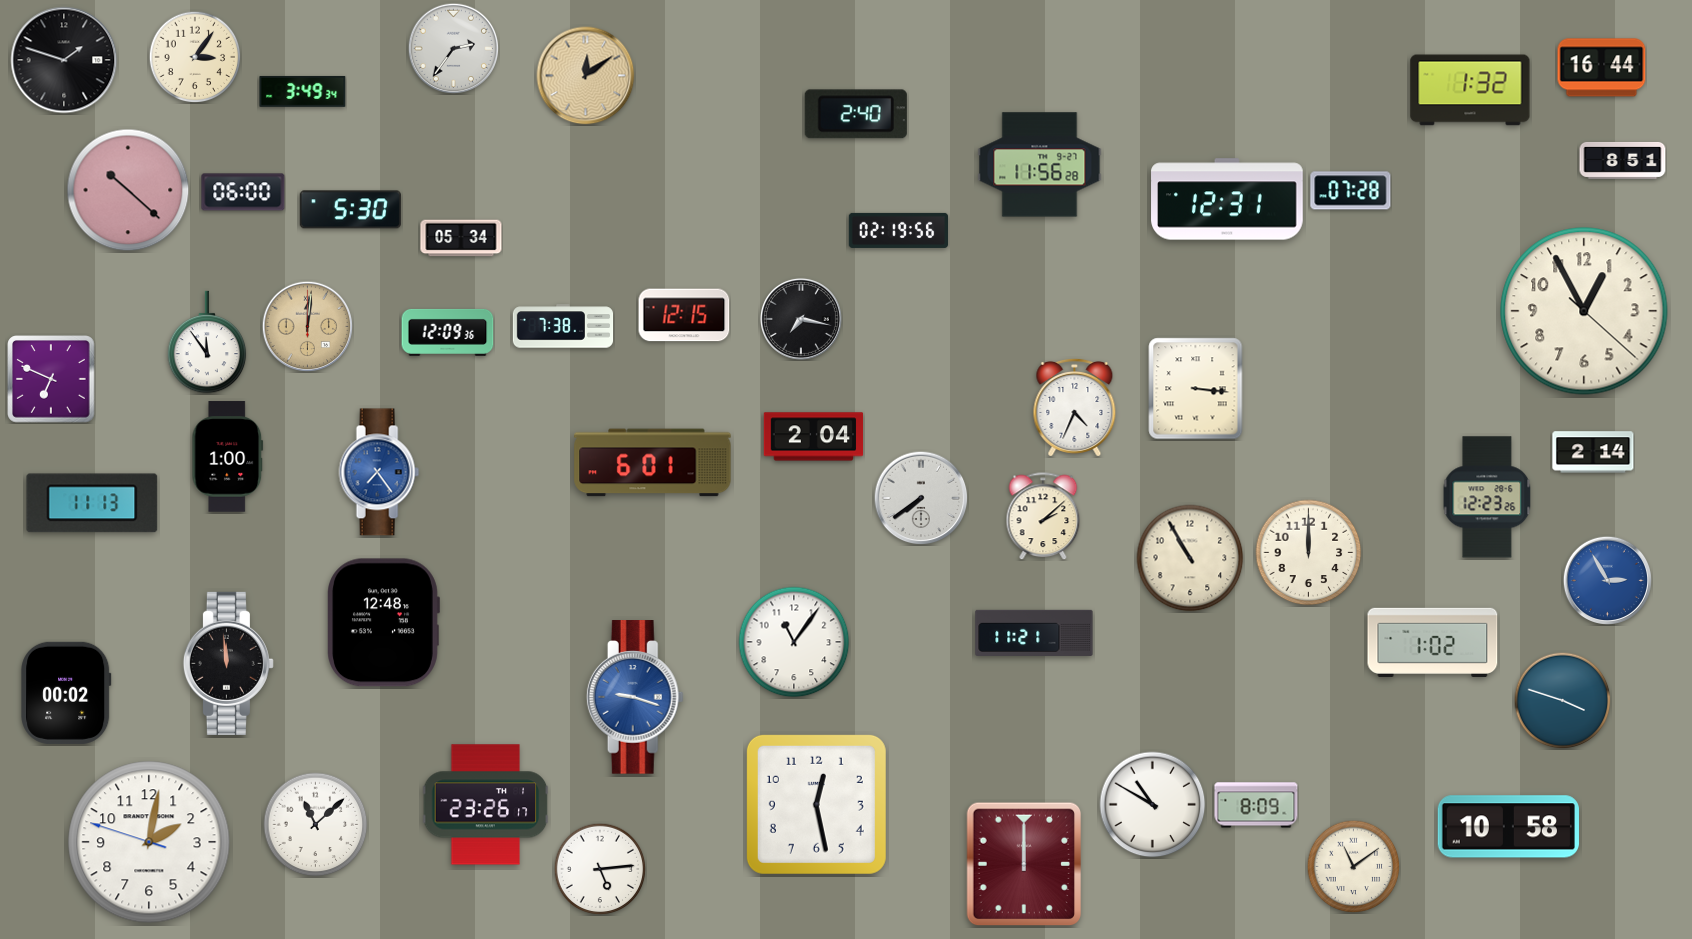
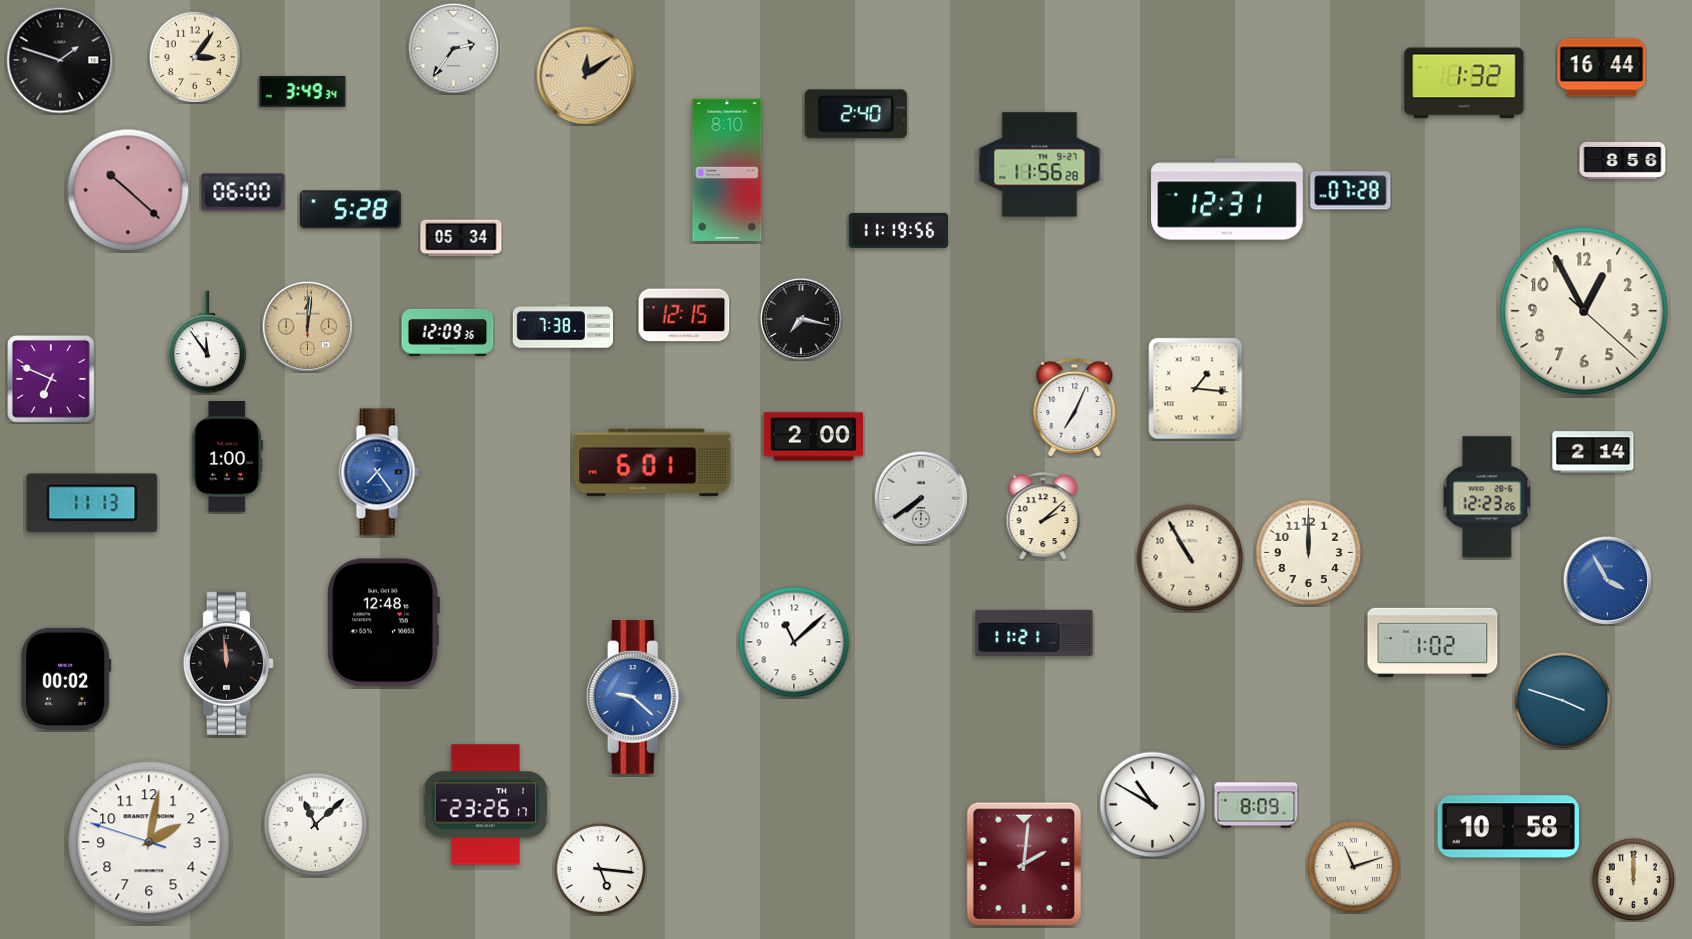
clock at (64, 60) position: (64, 60) -> (60, 60)
clock at (1470, 90) position: (1470, 90) -> (1464, 83)
clock at (1623, 160): 8:51 -> 8:56
clock at (727, 170): none -> 8:10
clock at (350, 210): 5:30 -> 5:28
clock at (899, 230): 02:19 -> 11:19
clock at (1196, 389): 3:16 -> 1:16
clock at (1075, 407): 4:34 -> 7:04
clock at (814, 437): 2:04 -> 2:00
clock at (1607, 580): 2:55 -> 3:55
clock at (794, 642): 11:06 -> 11:08
clock at (66, 693) position: (66, 693) -> (66, 679)
clock at (635, 697): 9:18 -> 9:22
clock at (816, 804): 12:28 -> none
clock at (1024, 864): 12:00 -> 2:01
clock at (1353, 866): 11:09 -> 11:12
clock at (600, 869): 5:14 -> 5:16
clock at (1633, 879): none -> 12:00
